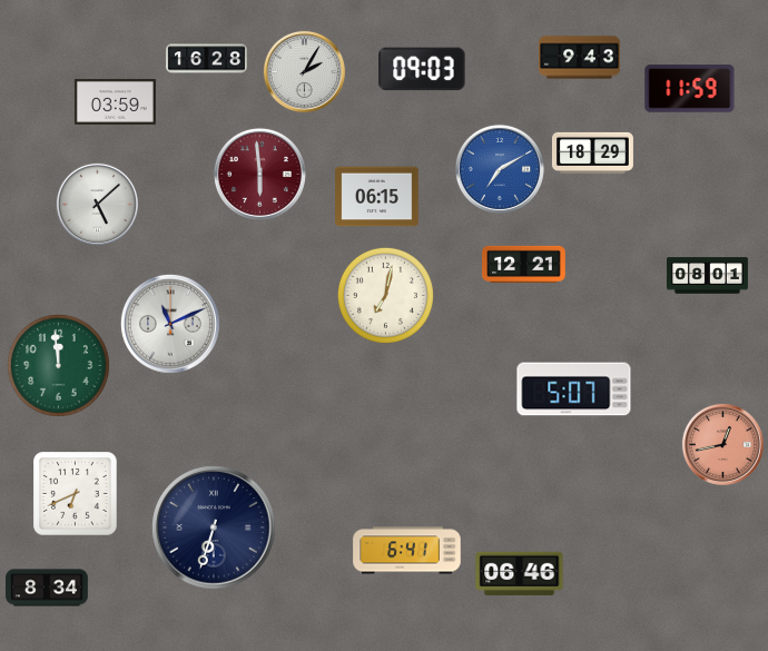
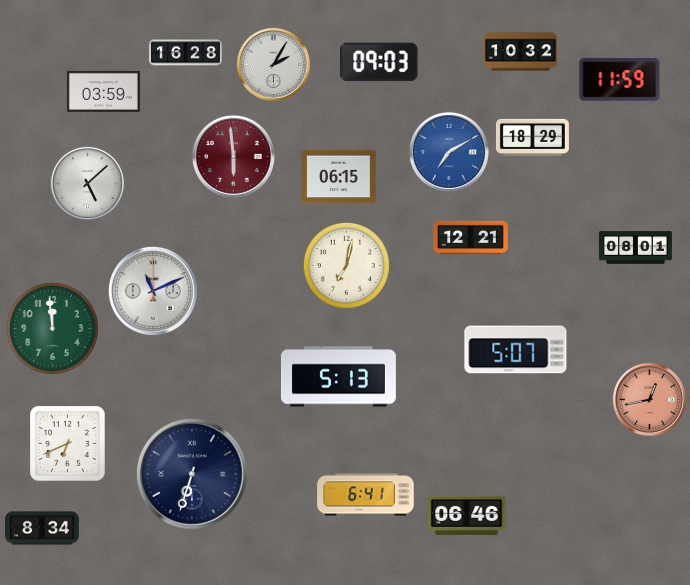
clock at (579, 58): 9:43 -> 10:32
clock at (338, 377): none -> 5:13
